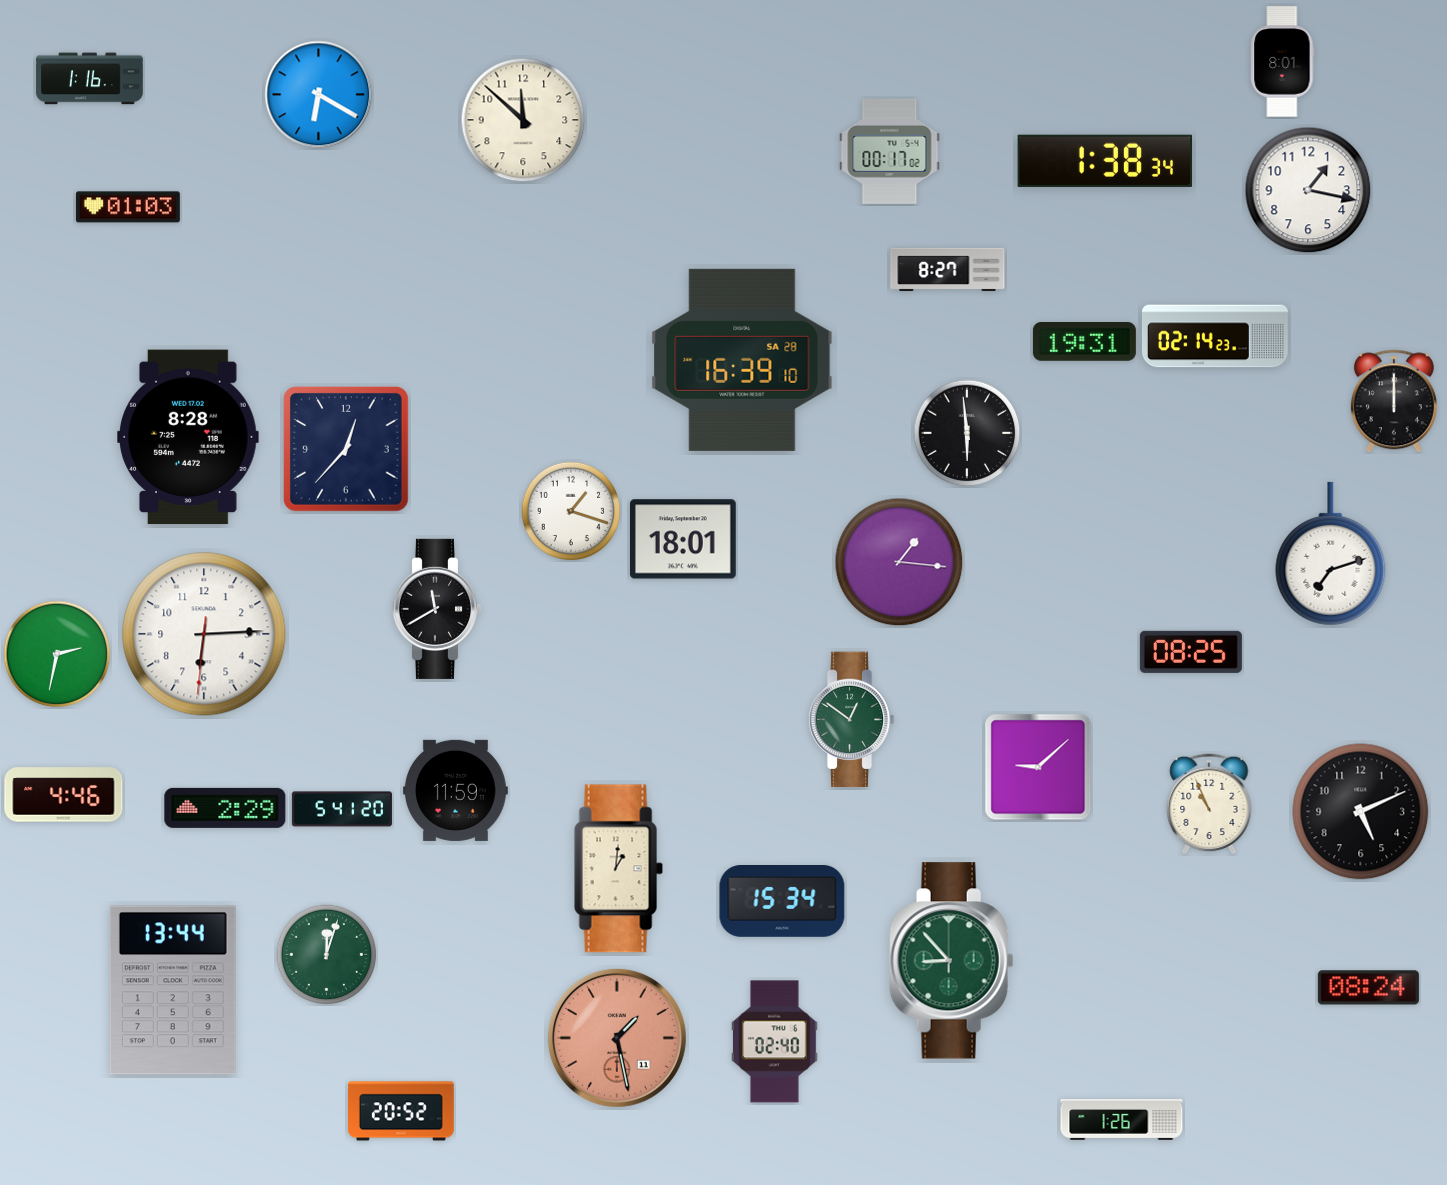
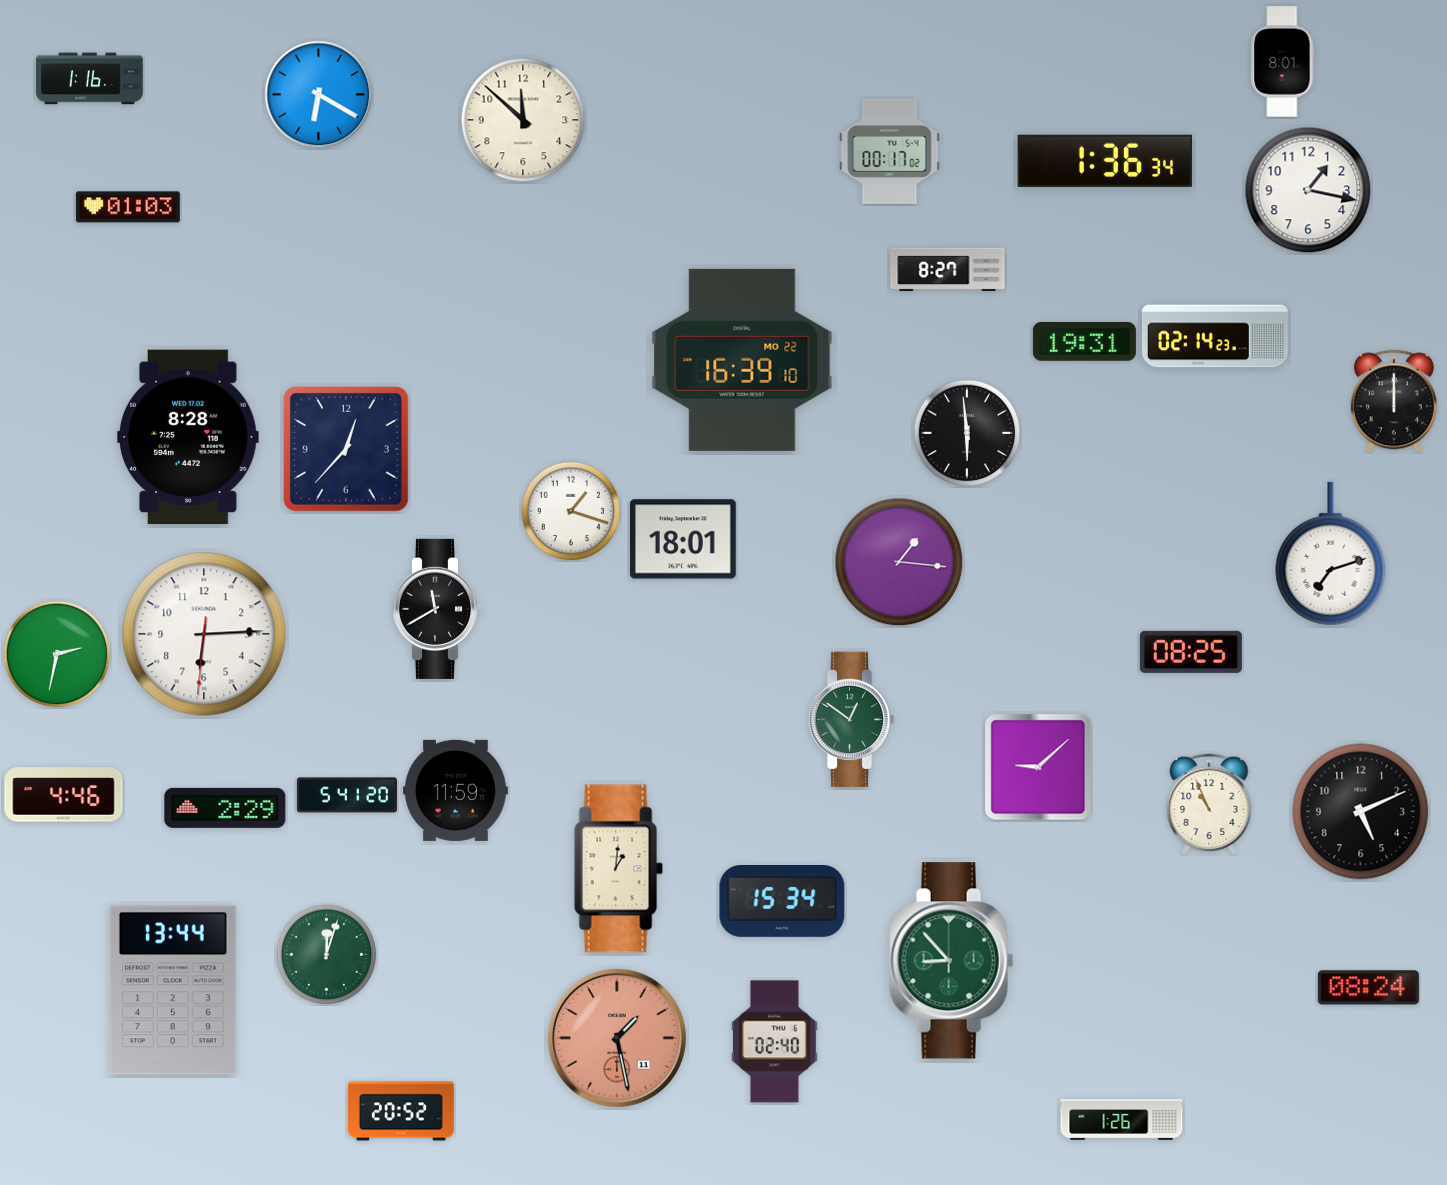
clock at (1105, 161): 1:38 -> 1:36
clock at (742, 360) date: SA 28 -> MO 22
clock at (342, 809) position: (342, 809) -> (347, 795)
